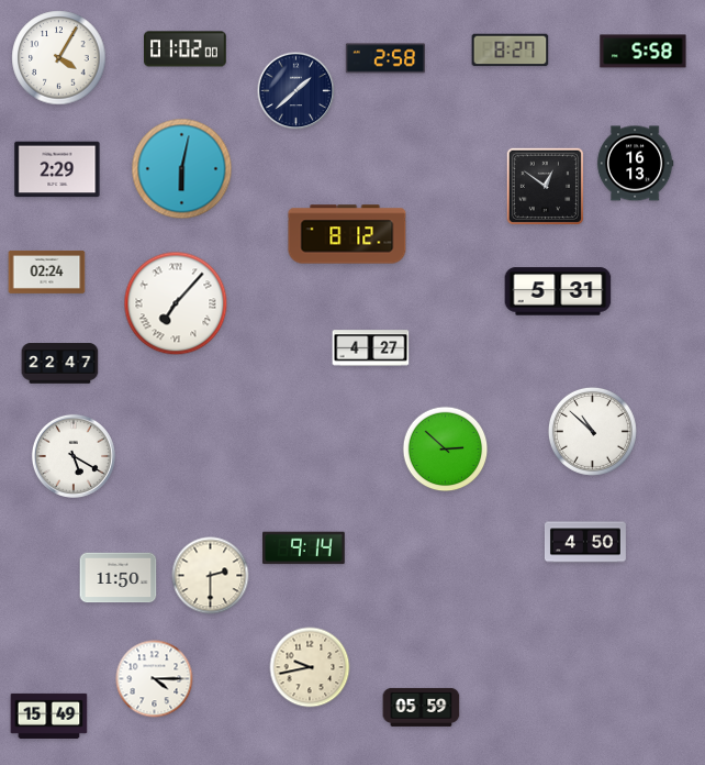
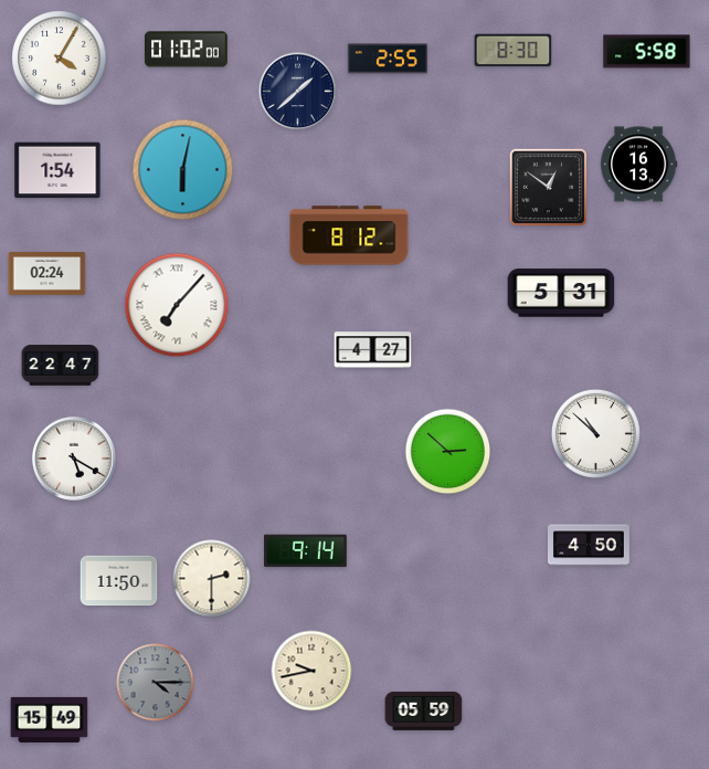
clock at (511, 51): 8:27 -> 8:30
clock at (385, 58): 2:58 -> 2:55
clock at (57, 169): 2:29 -> 1:54
clock at (155, 679) dial: white -> grey
